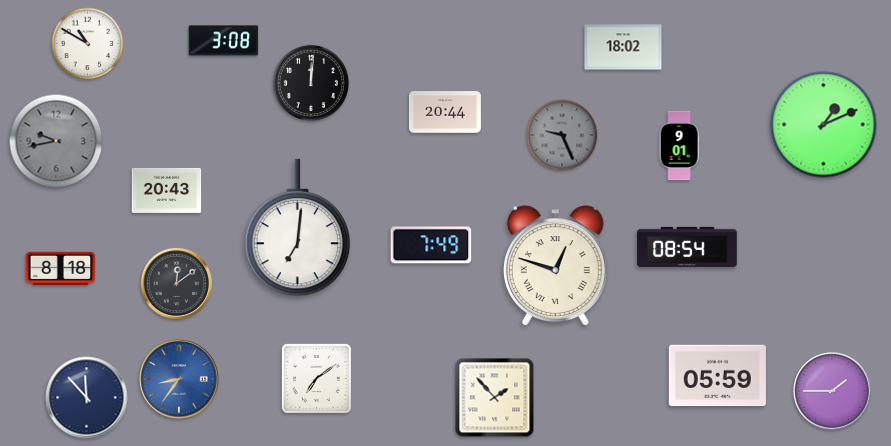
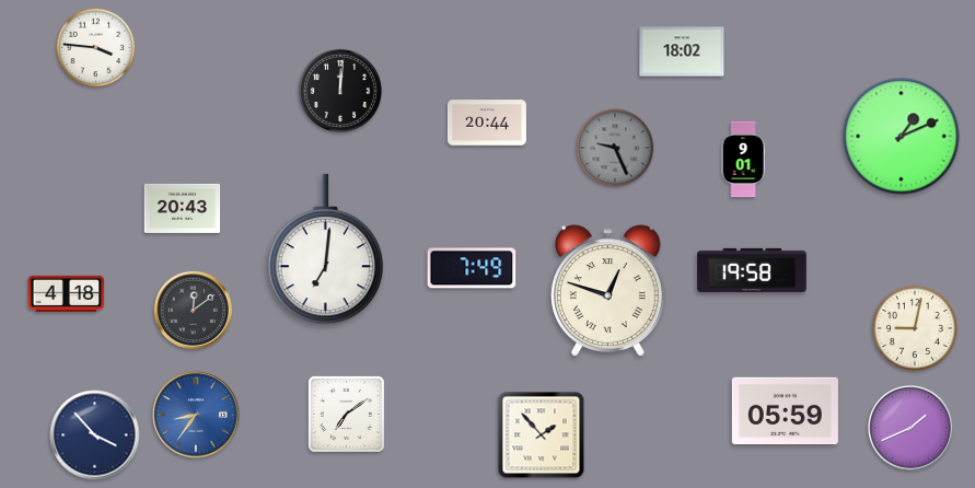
clock at (224, 41): 3:08 -> none
clock at (88, 44): 10:50 -> 3:46
clock at (56, 141): 9:43 -> none
clock at (687, 247): 08:54 -> 19:58
clock at (61, 268): 8:18 -> 4:18
clock at (915, 328): none -> 9:02
clock at (832, 391): 1:45 -> 1:41
clock at (87, 398): 11:53 -> 3:53
